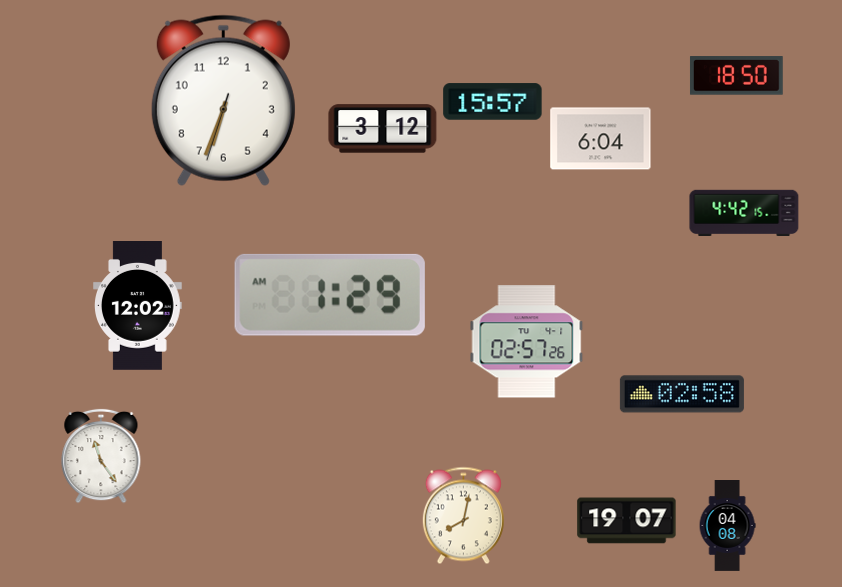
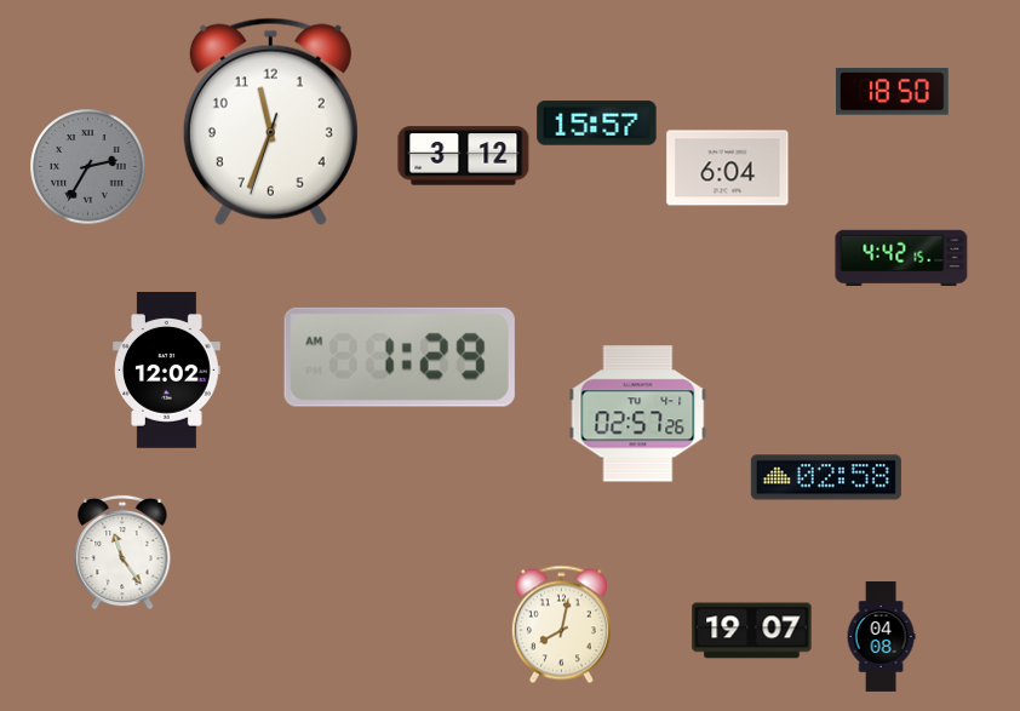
clock at (223, 100): 6:33 -> 11:33
clock at (88, 167): none -> 2:35
clock at (627, 521) position: (627, 521) -> (752, 631)
